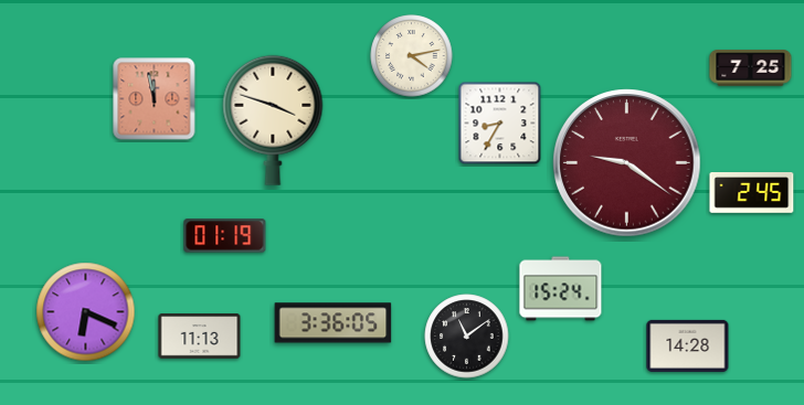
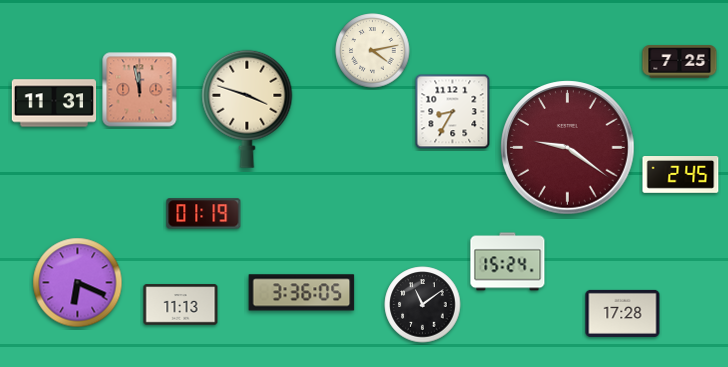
clock at (54, 103): none -> 11:31
clock at (688, 345): 14:28 -> 17:28
